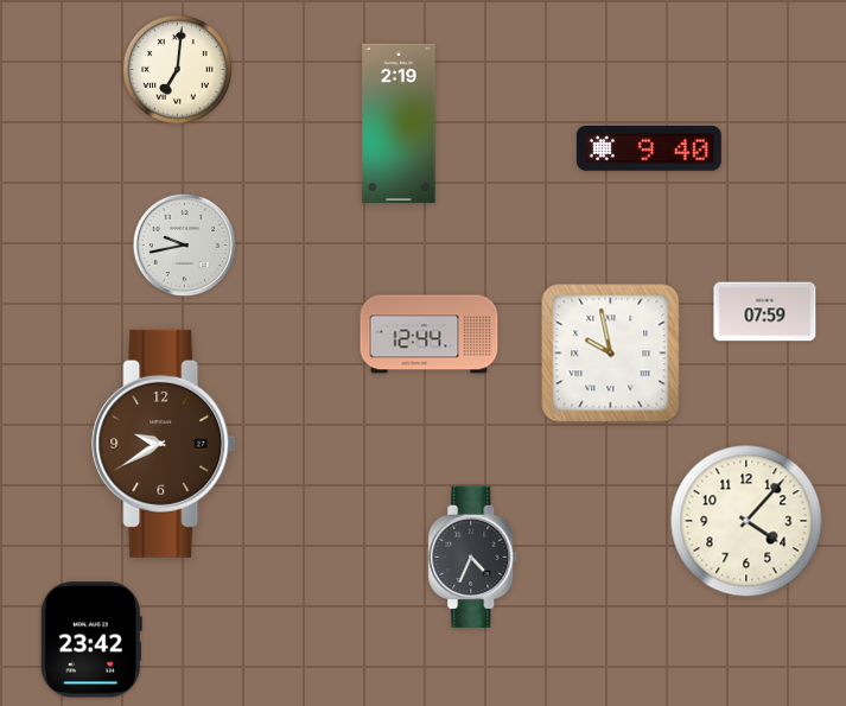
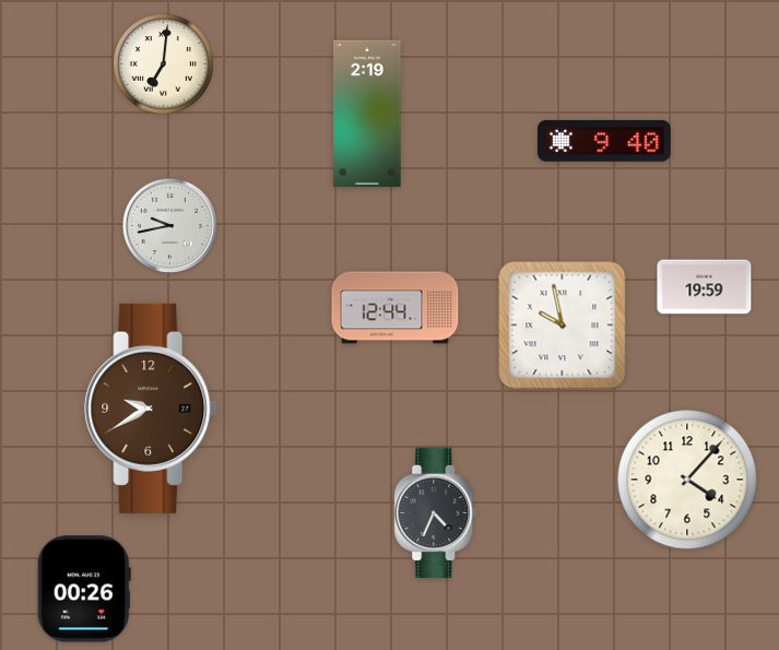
clock at (649, 148) position: (649, 148) -> (604, 141)
clock at (765, 312): 07:59 -> 19:59
clock at (91, 640): 23:42 -> 00:26
